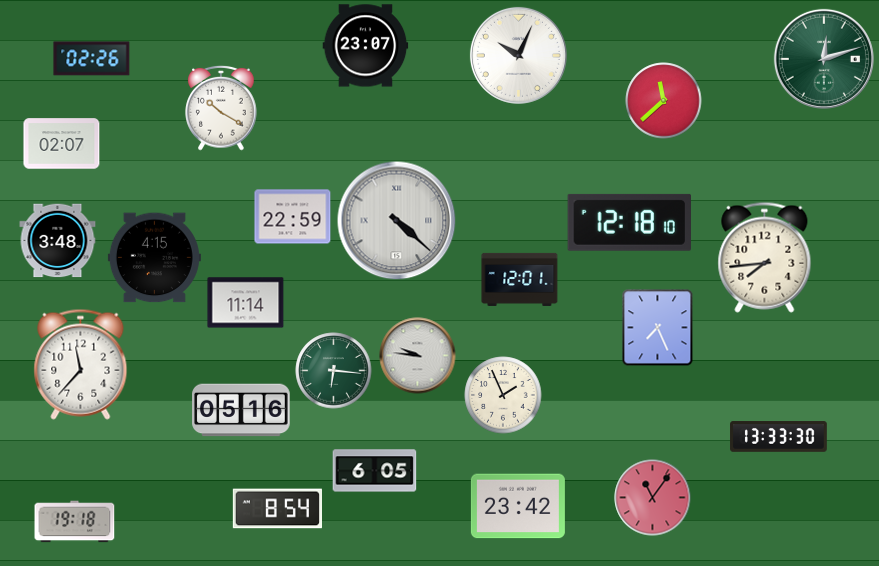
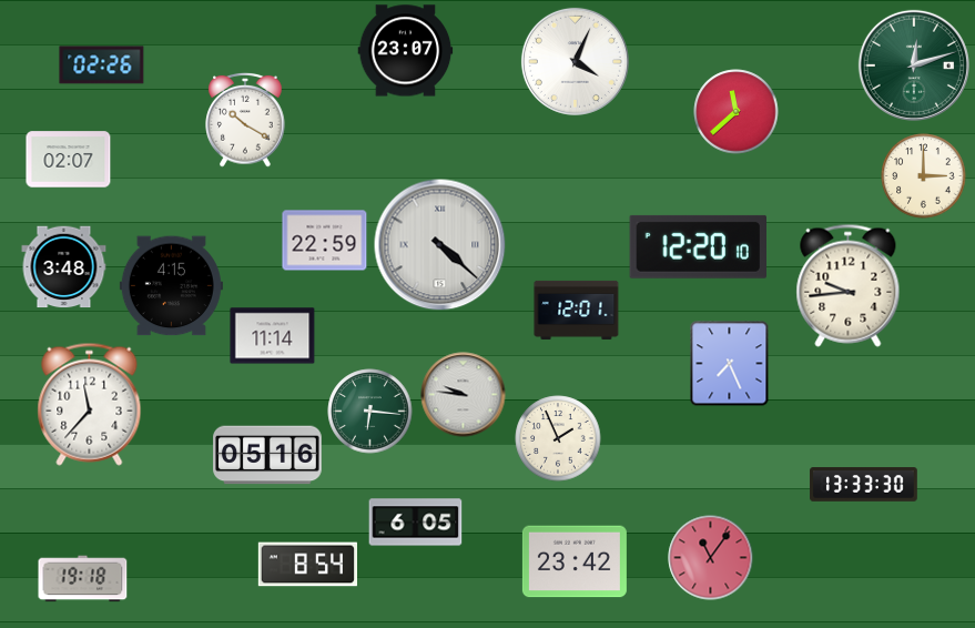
clock at (518, 55): 10:04 -> 4:04
clock at (924, 176): none -> 3:00
clock at (629, 222): 12:18 -> 12:20
clock at (765, 257): 7:44 -> 9:44
clock at (653, 498) position: (653, 498) -> (711, 558)
